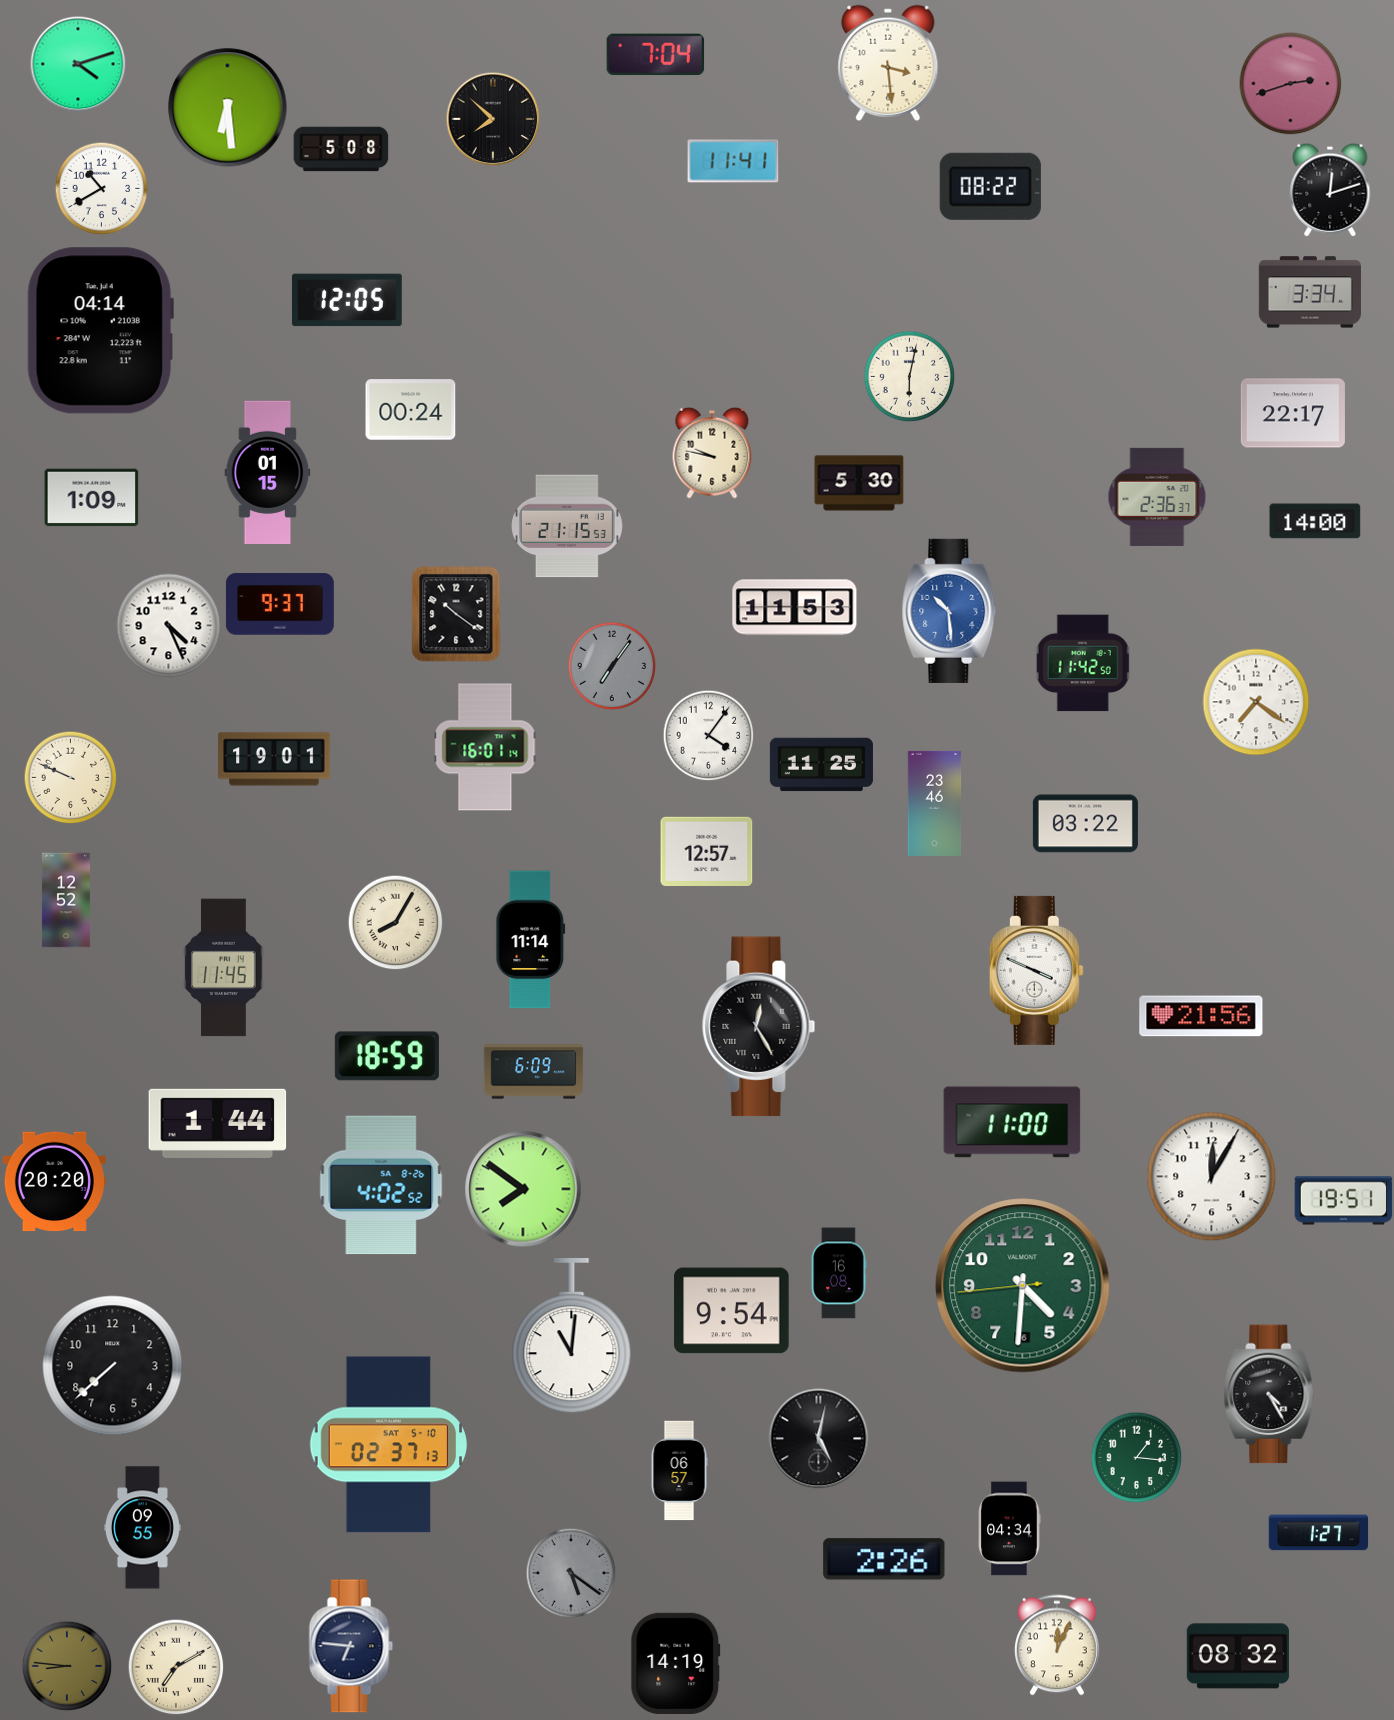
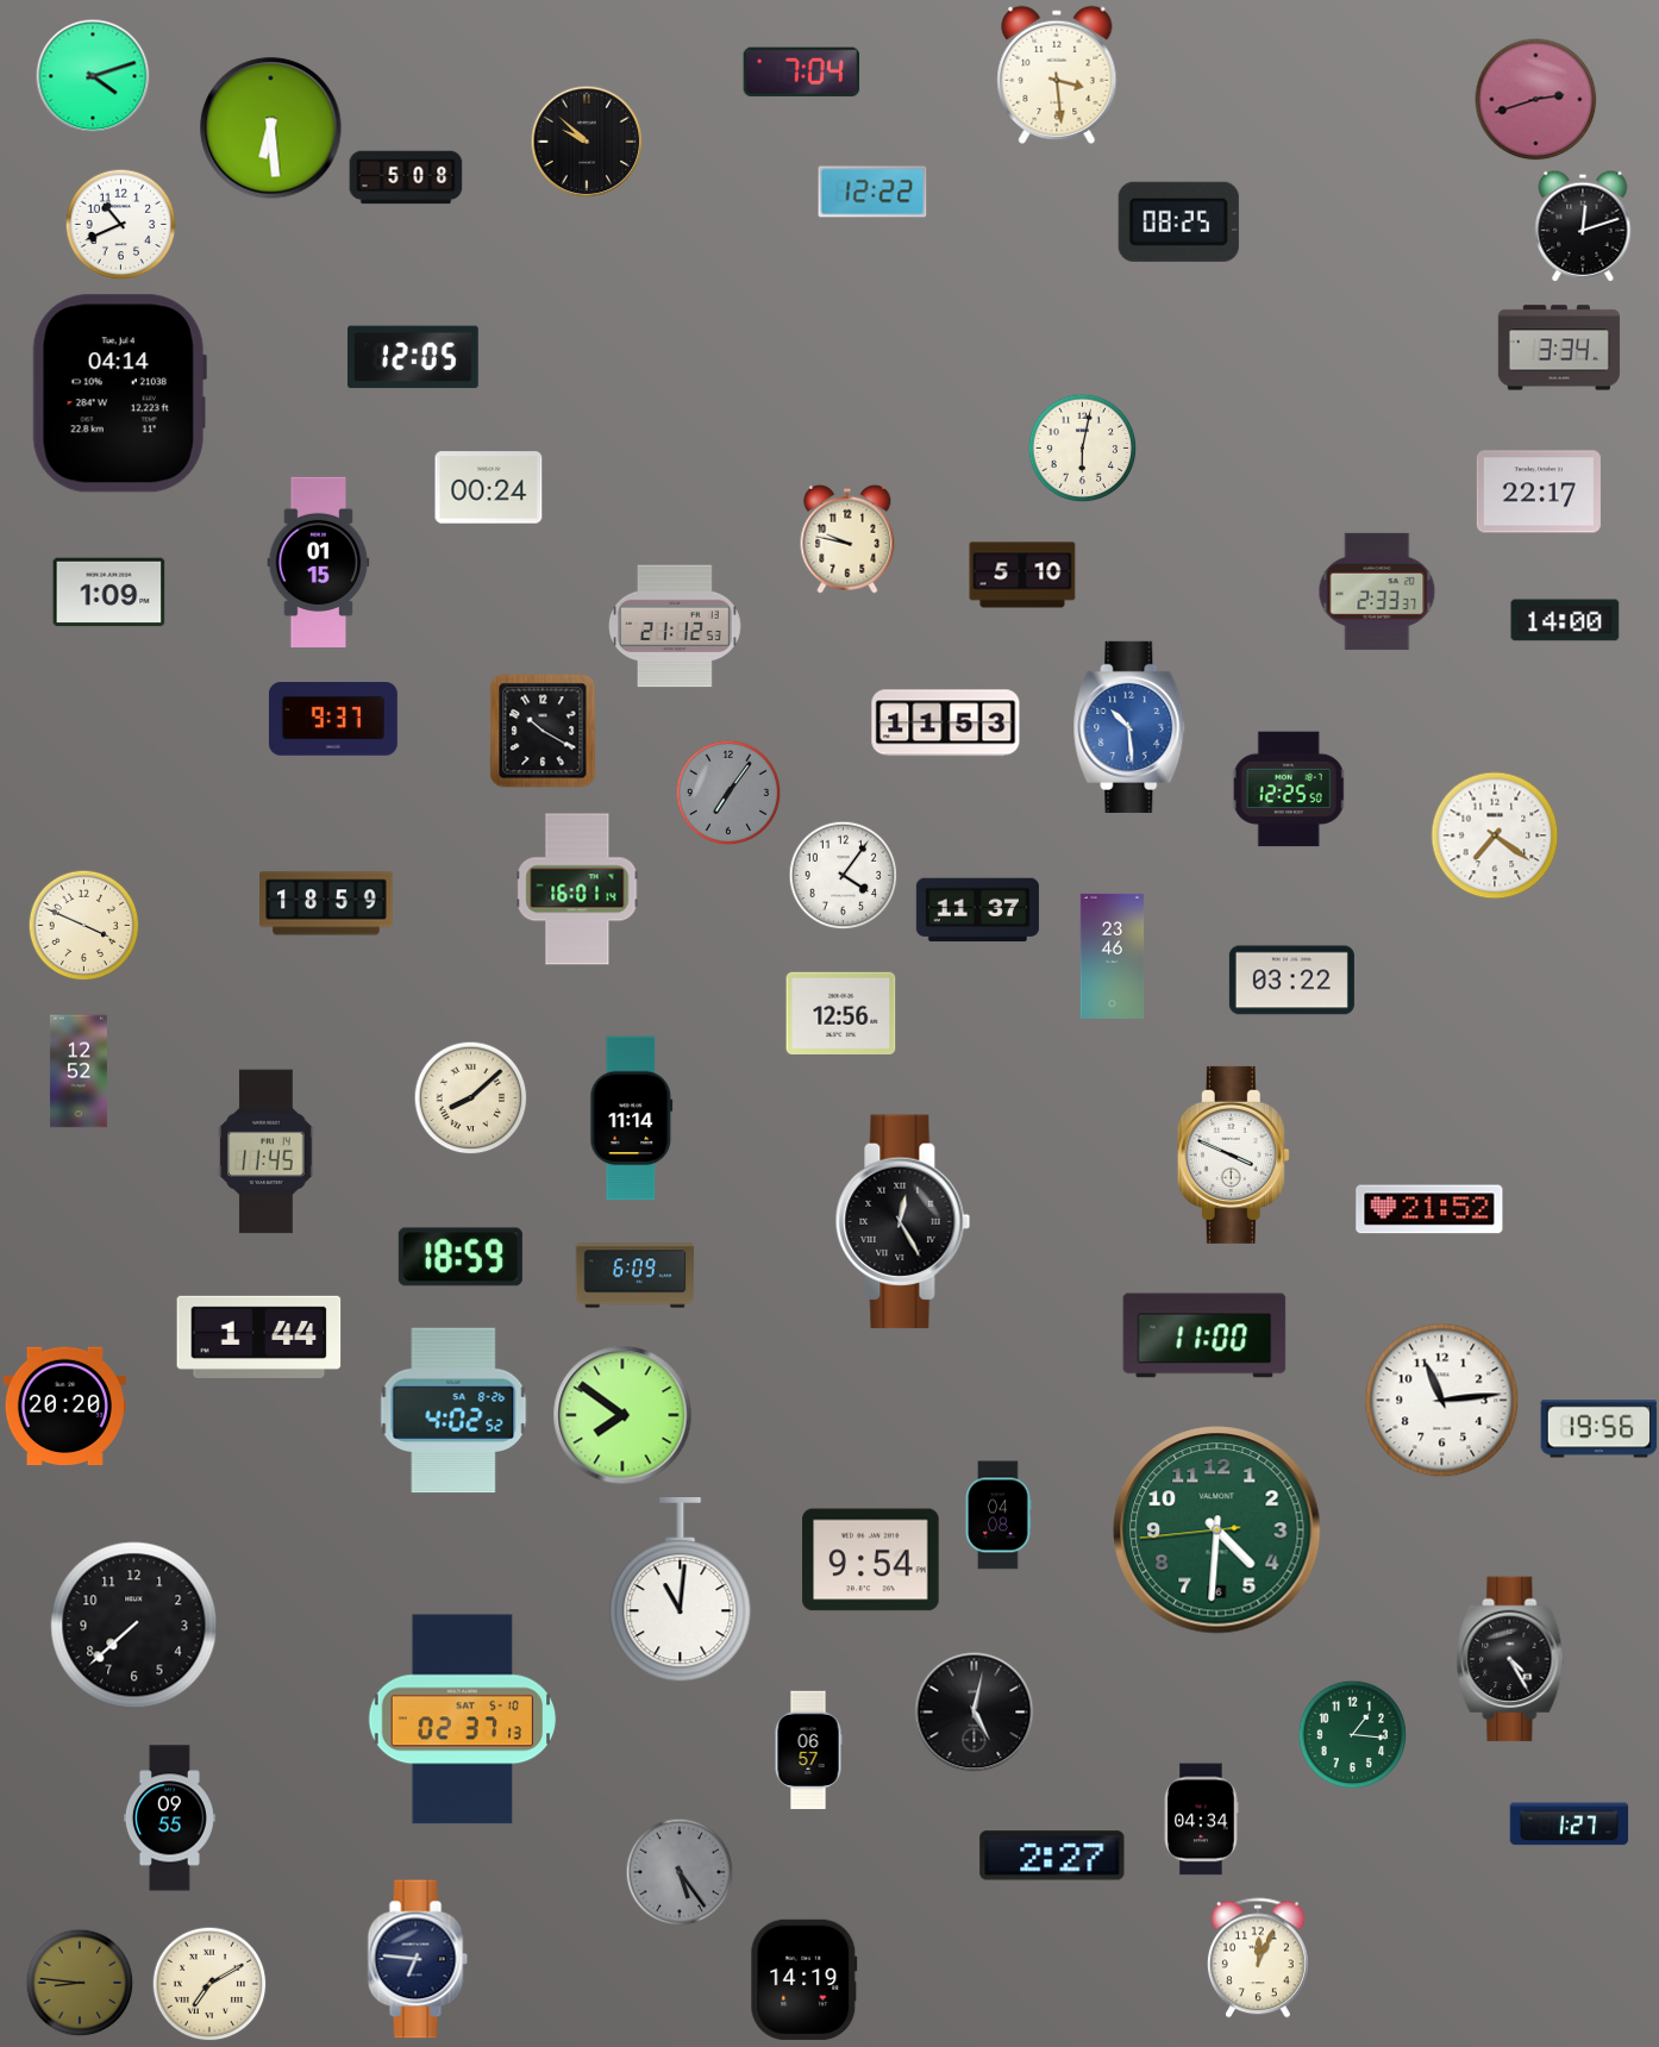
clock at (656, 55) position: (656, 55) -> (802, 73)
clock at (493, 119): 7:52 -> 9:52
clock at (733, 161): 11:41 -> 12:22
clock at (990, 186): 08:22 -> 08:25
clock at (101, 188): 10:40 -> 10:41
clock at (859, 483): 5:30 -> 5:10
clock at (1157, 497): 2:36 -> 2:33
clock at (568, 526): 21:15 -> 21:12
clock at (456, 614): 10:21 -> 10:20
clock at (169, 626): 4:26 -> none
clock at (1083, 663): 11:42 -> 12:25
clock at (274, 759): 19:01 -> 18:59
clock at (821, 765): 11:25 -> 11:37
clock at (70, 777): 9:49 -> 3:49
clock at (707, 851): 12:57 -> 12:56
clock at (395, 922): 8:05 -> 8:08
clock at (1201, 1016): 21:56 -> 21:52
clock at (1212, 1177): 12:05 -> 11:14
clock at (1344, 1201): 19:51 -> 19:56
clock at (839, 1273): 16:08 -> 04:08
clock at (884, 1559): 2:26 -> 2:27
clock at (571, 1573): 5:21 -> 5:24
clock at (1238, 1656): 08:32 -> none
